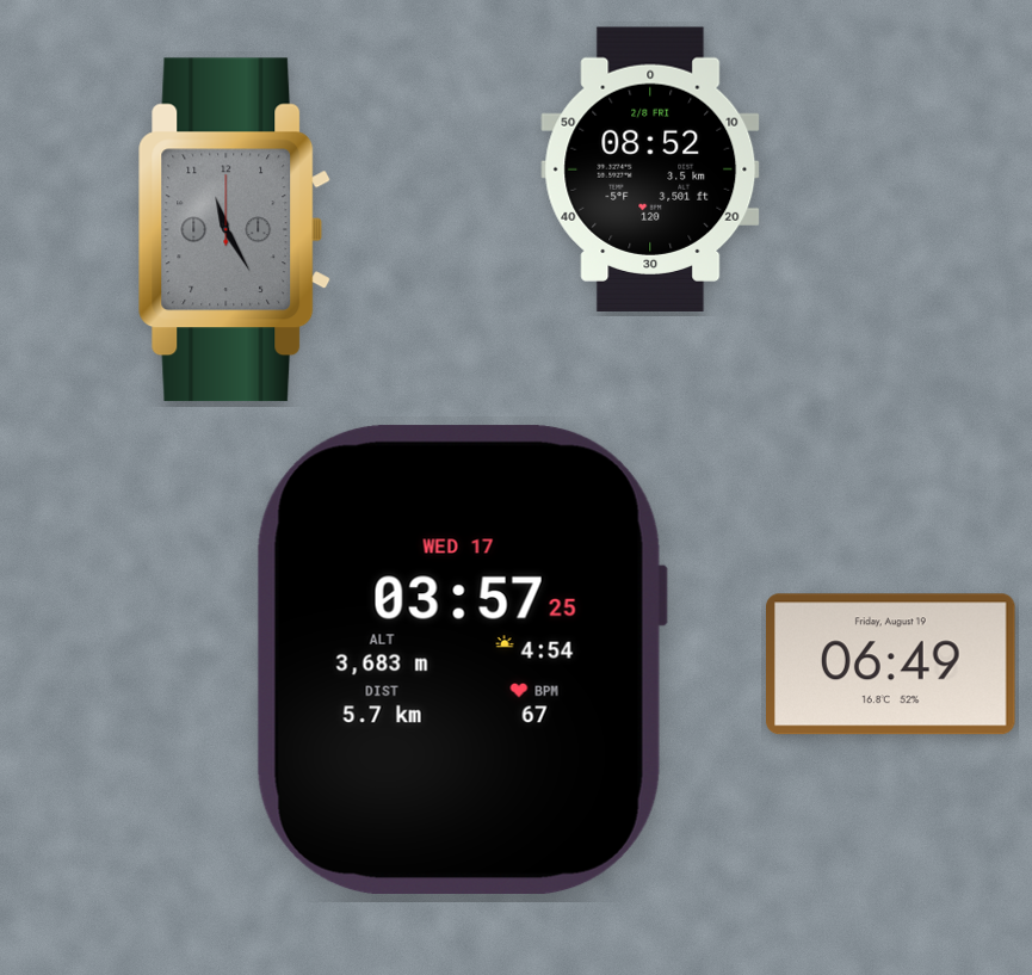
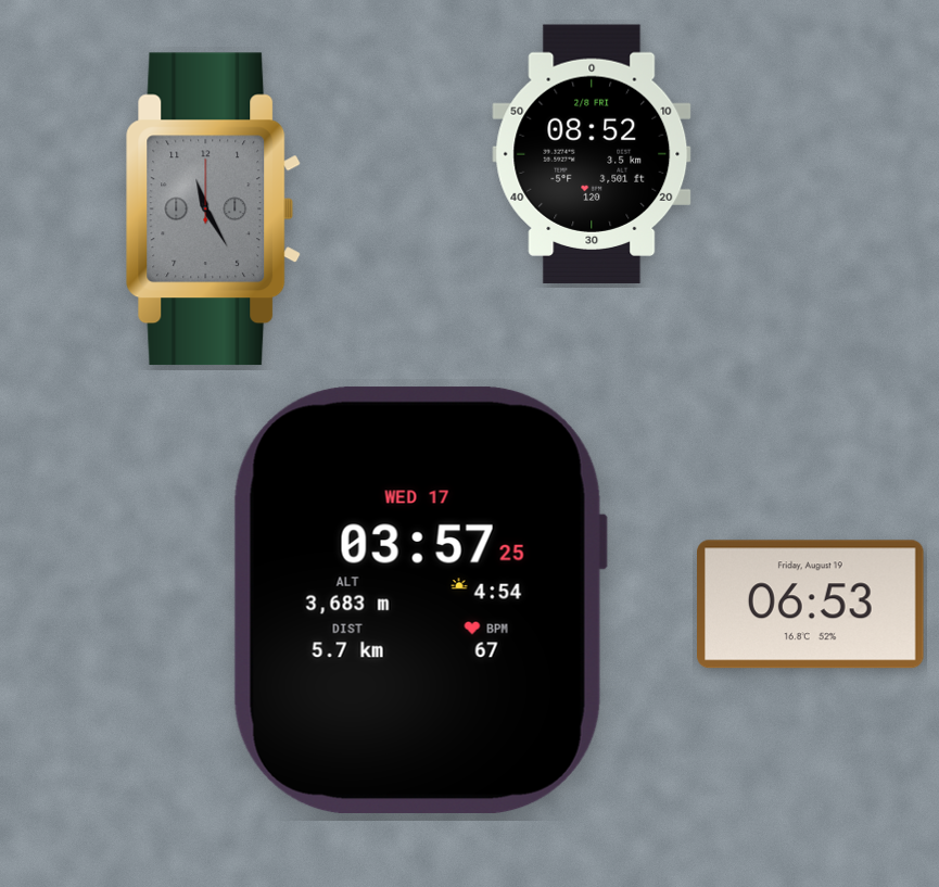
clock at (891, 665): 06:49 -> 06:53
